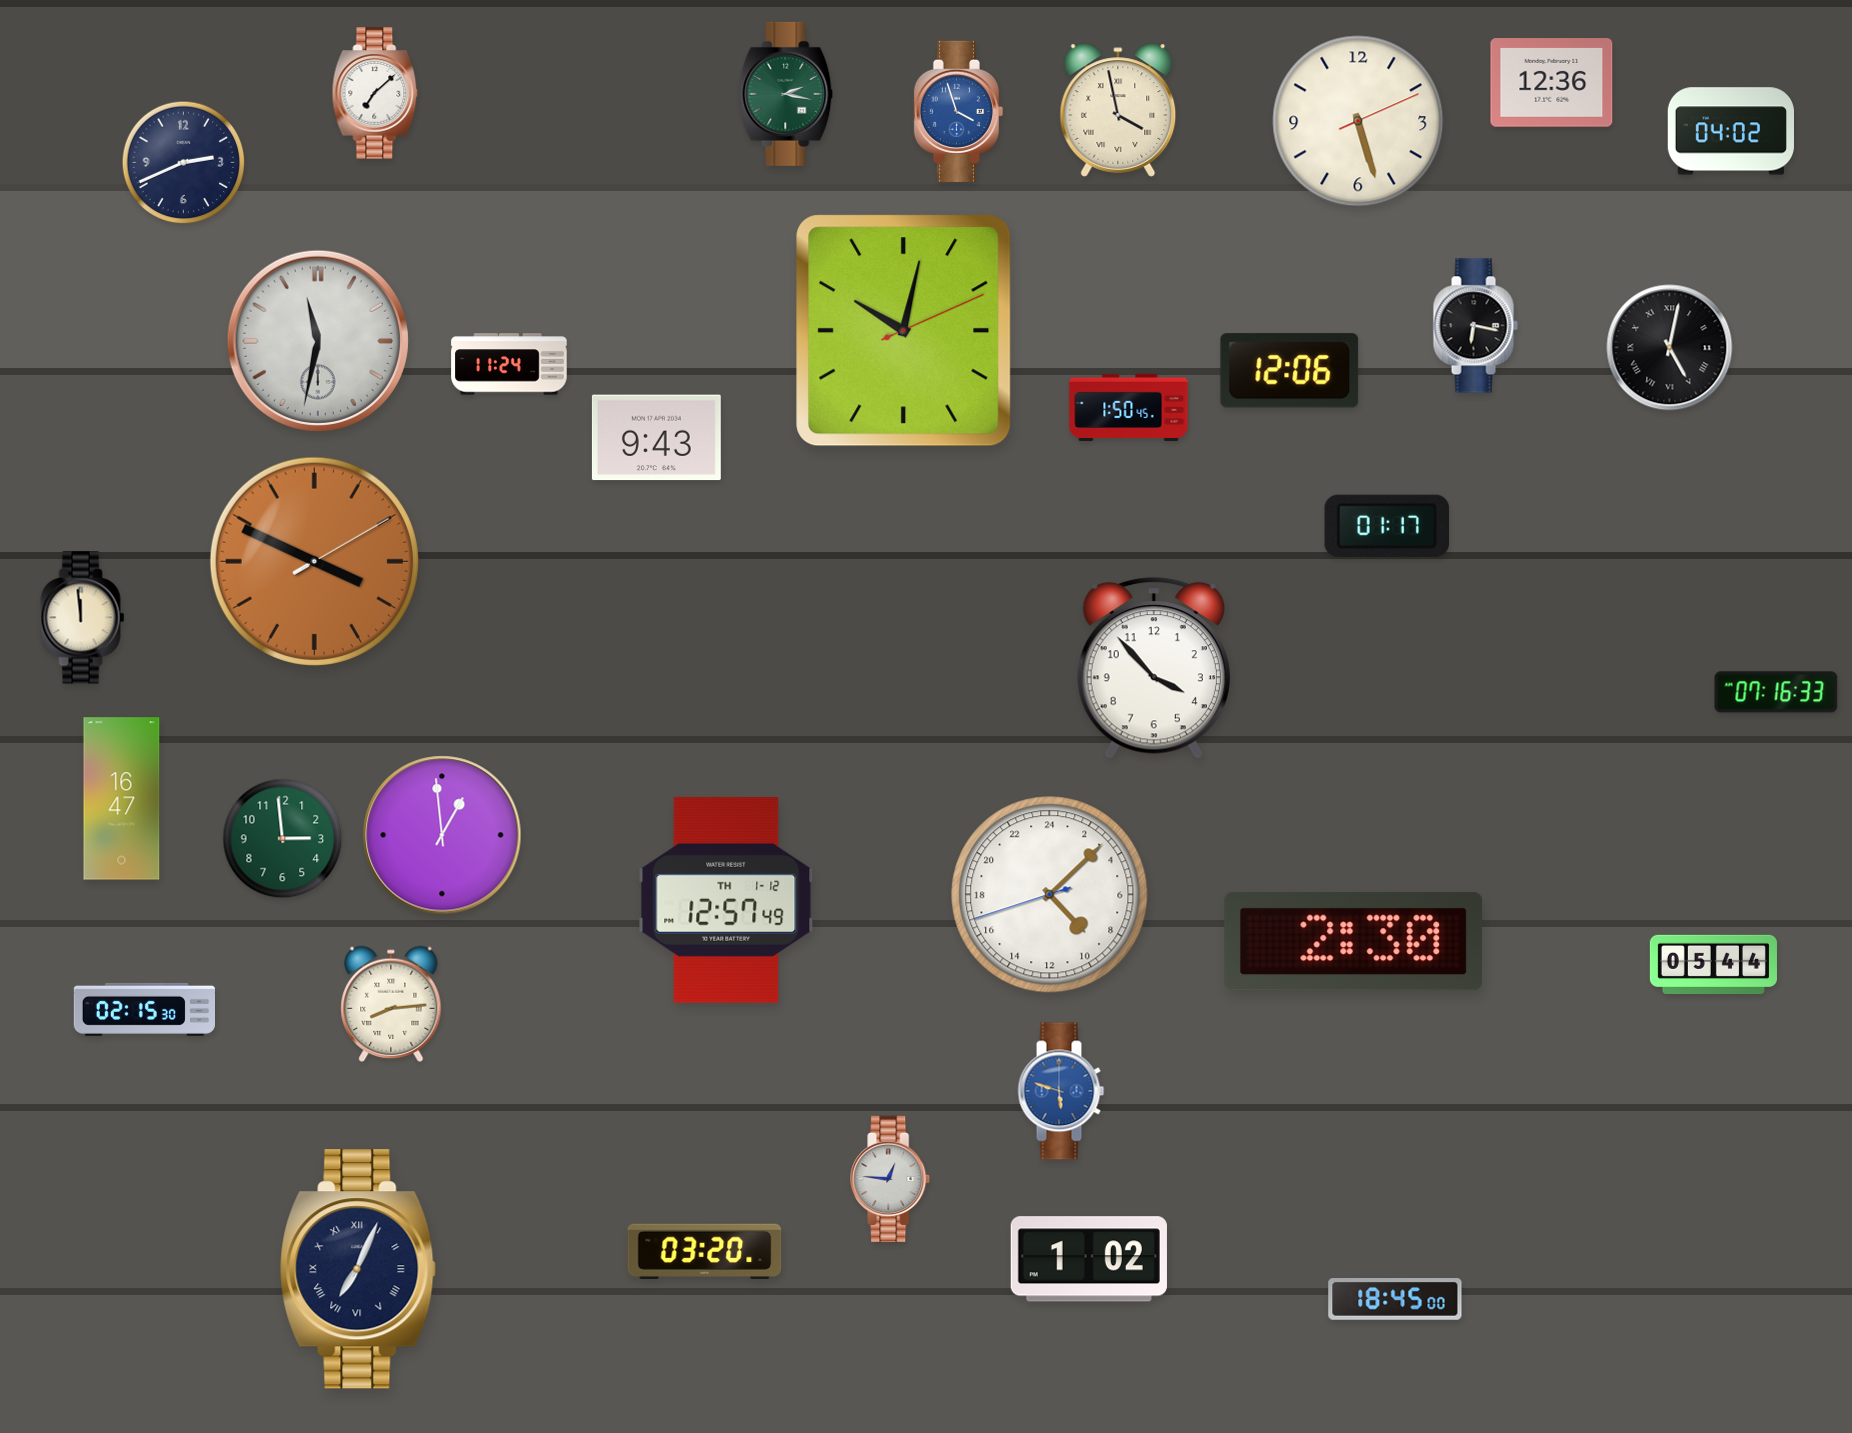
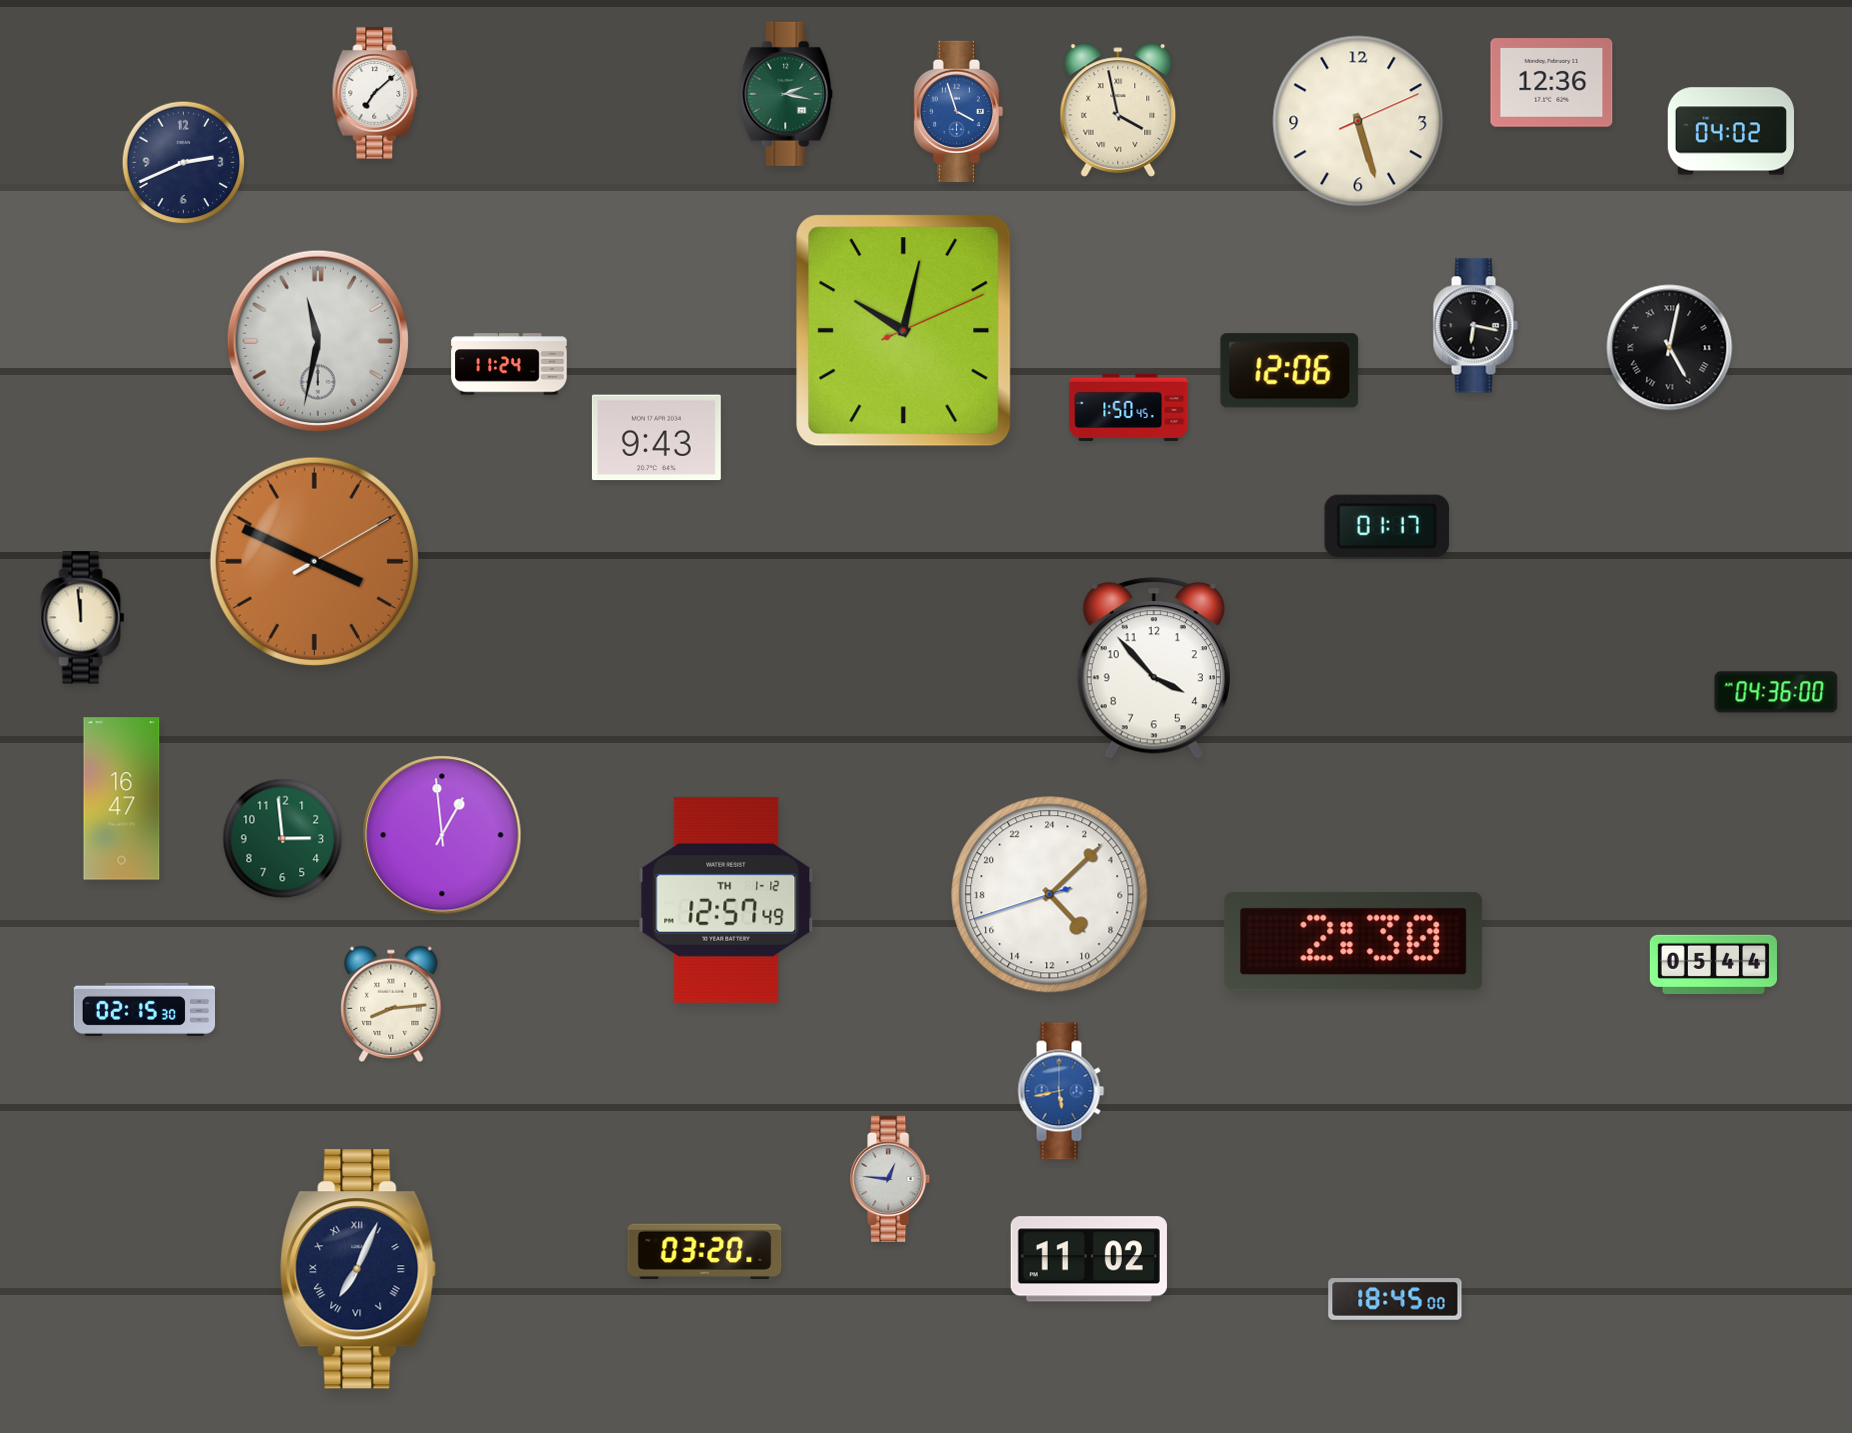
clock at (1776, 692): 07:16 -> 04:36
clock at (1061, 1091): 5:48 -> 5:43
clock at (1089, 1259): 1:02 -> 11:02
